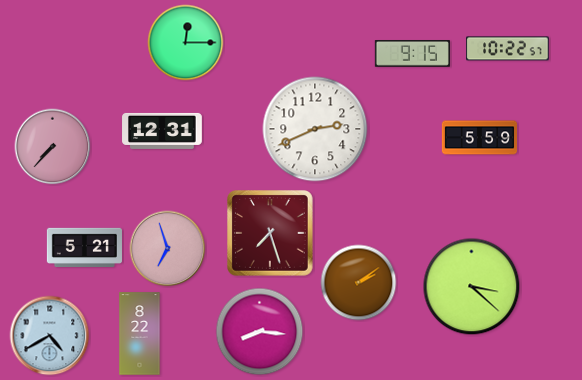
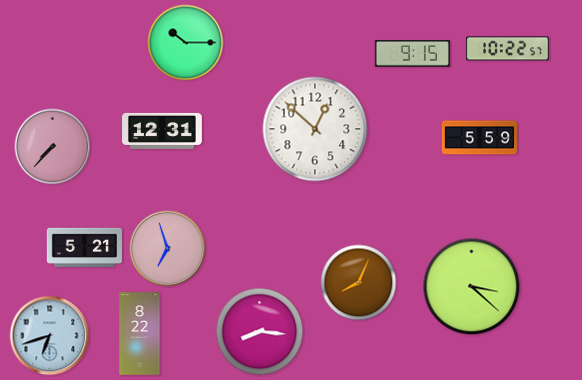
clock at (186, 43): 12:15 -> 10:15
clock at (315, 129): 2:41 -> 12:52
clock at (271, 234): 7:27 -> none
clock at (359, 283): 2:09 -> 8:04
clock at (50, 336): 4:40 -> 6:42
